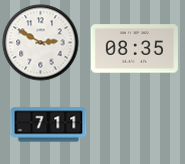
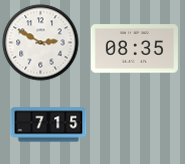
clock at (49, 125): 7:11 -> 7:15
